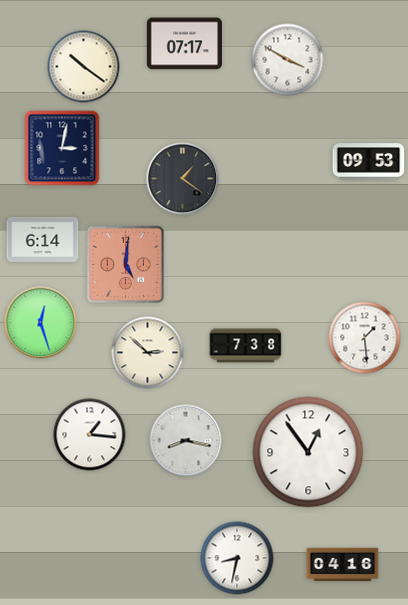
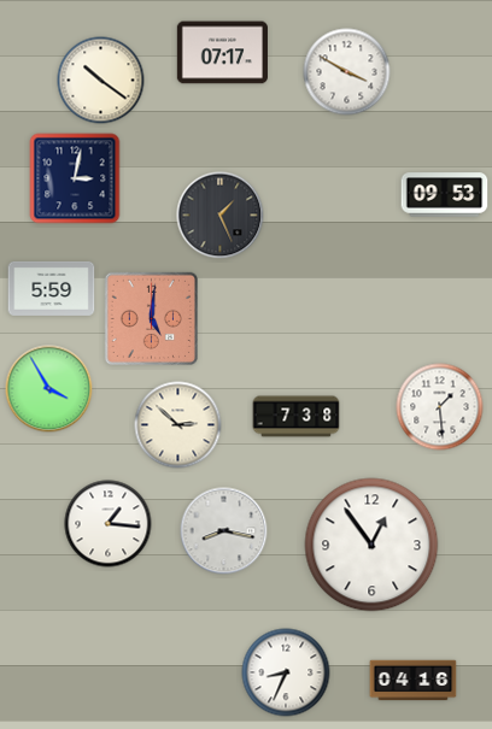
clock at (183, 179): 1:21 -> 1:26
clock at (43, 239): 6:14 -> 5:59
clock at (41, 323): 12:27 -> 3:55
clock at (237, 558): 8:32 -> 8:34
